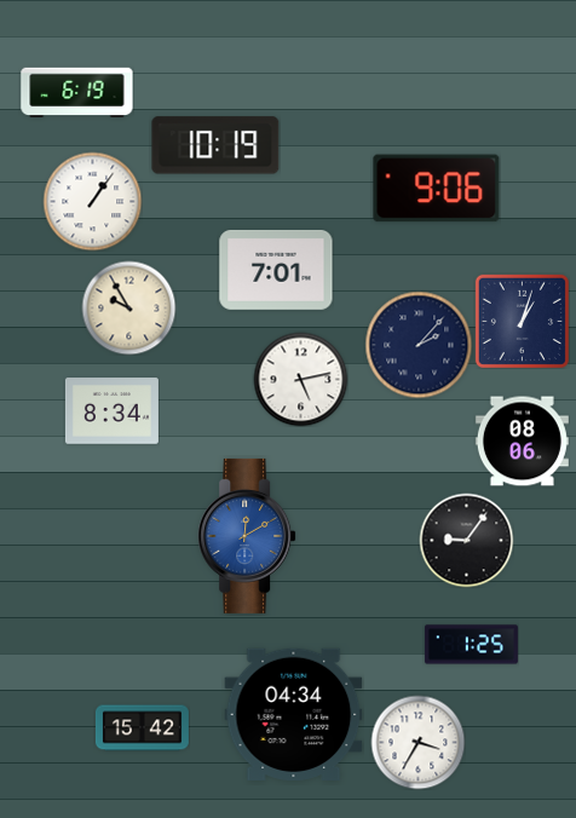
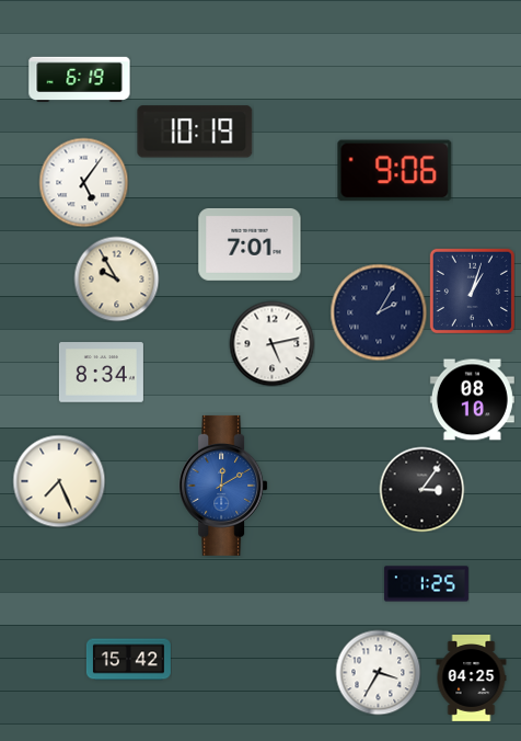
clock at (77, 93) position: (77, 93) -> (80, 80)
clock at (92, 201): 1:06 -> 5:06
clock at (419, 345): 2:07 -> 2:05
clock at (522, 442): 08:06 -> 08:10
clock at (59, 481): none -> 7:26
clock at (466, 540): 9:06 -> 3:06
clock at (294, 714): 04:34 -> none
clock at (472, 679): none -> 04:25
